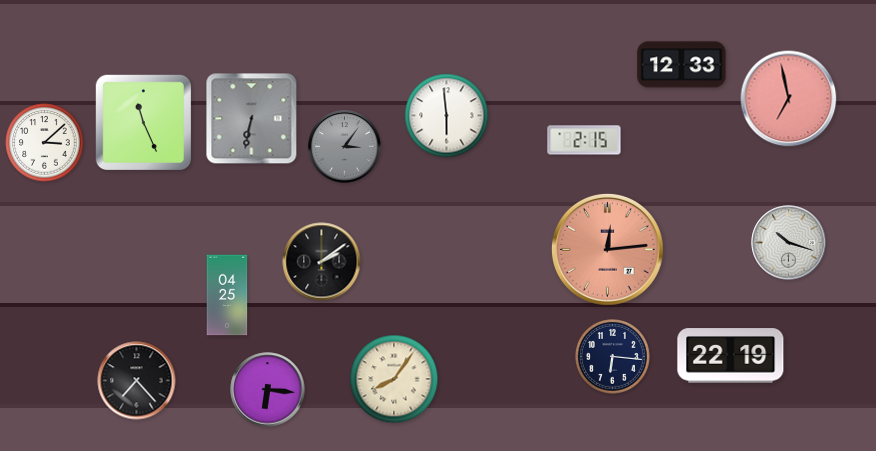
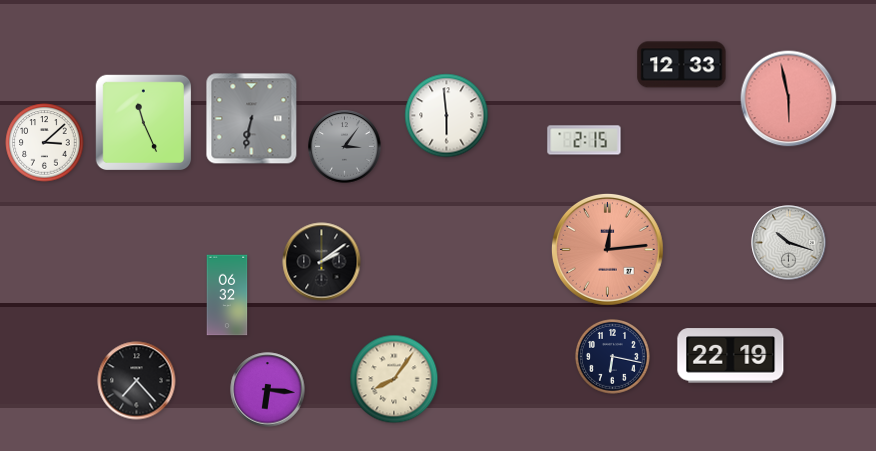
clock at (789, 99): 6:58 -> 5:58
clock at (227, 295): 04:25 -> 06:32
clock at (613, 357): 6:16 -> 6:17
